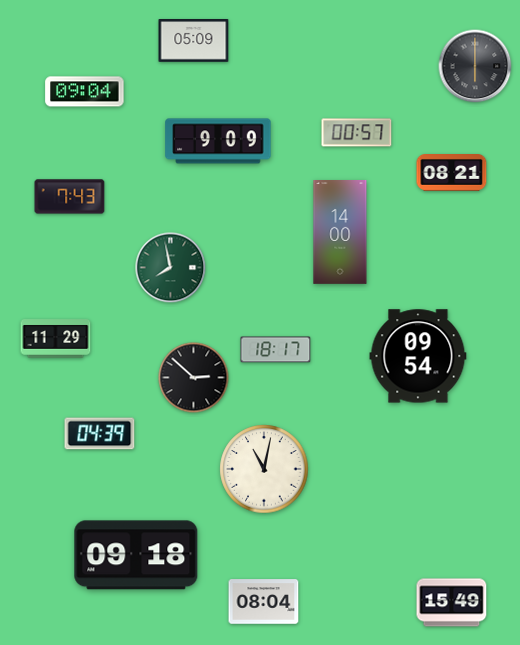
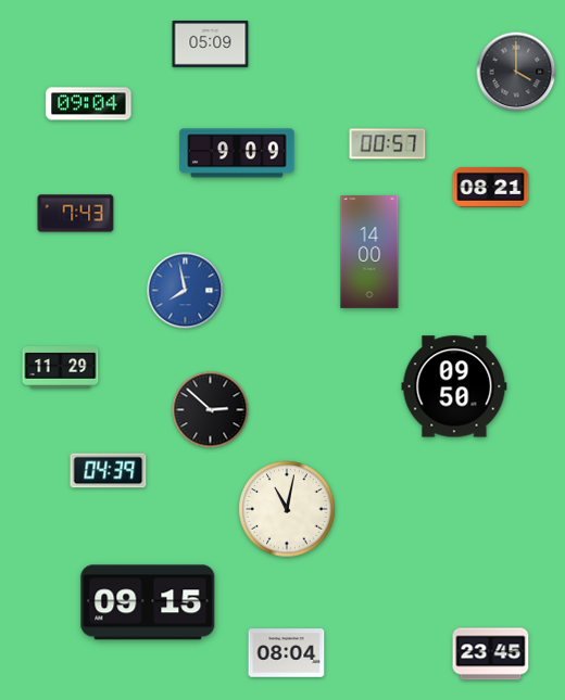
clock at (475, 66): 6:00 -> 4:00
clock at (85, 92) position: (85, 92) -> (89, 104)
clock at (171, 268) dial: green -> blue
clock at (276, 350): 18:17 -> none
clock at (418, 356): 09:54 -> 09:50
clock at (136, 555): 09:18 -> 09:15
clock at (452, 603): 15:49 -> 23:45
